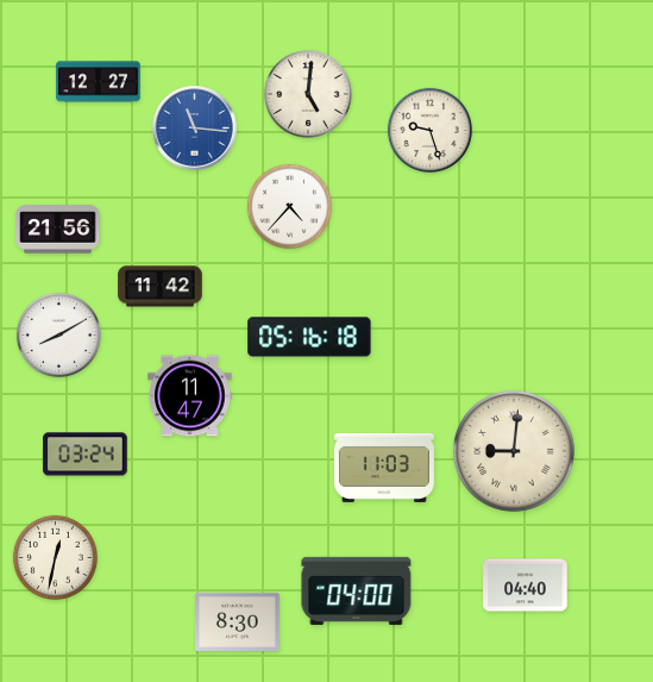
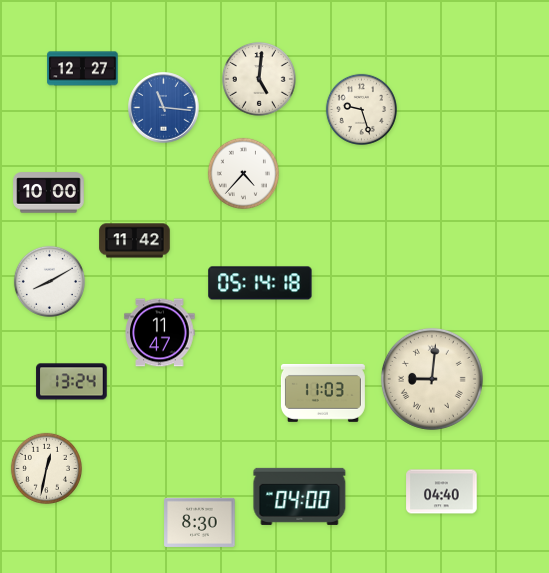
clock at (58, 230): 21:56 -> 10:00
clock at (309, 337): 05:16 -> 05:14
clock at (86, 455): 03:24 -> 13:24
